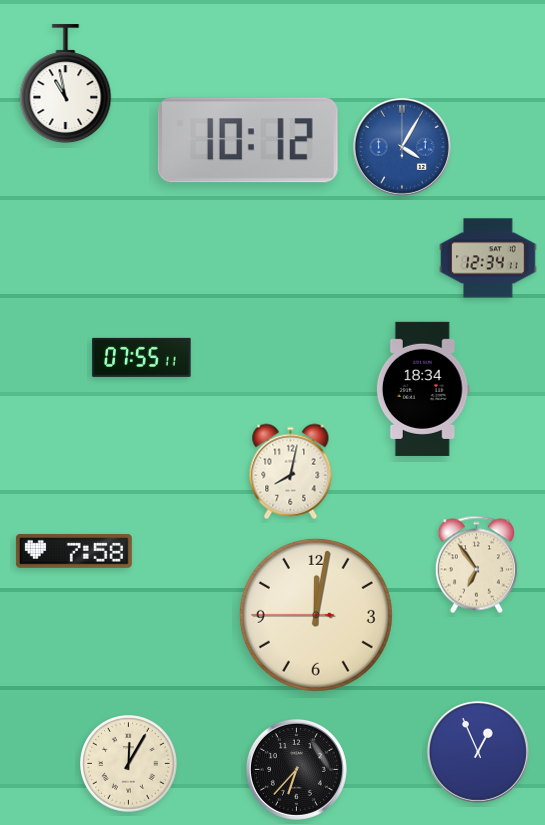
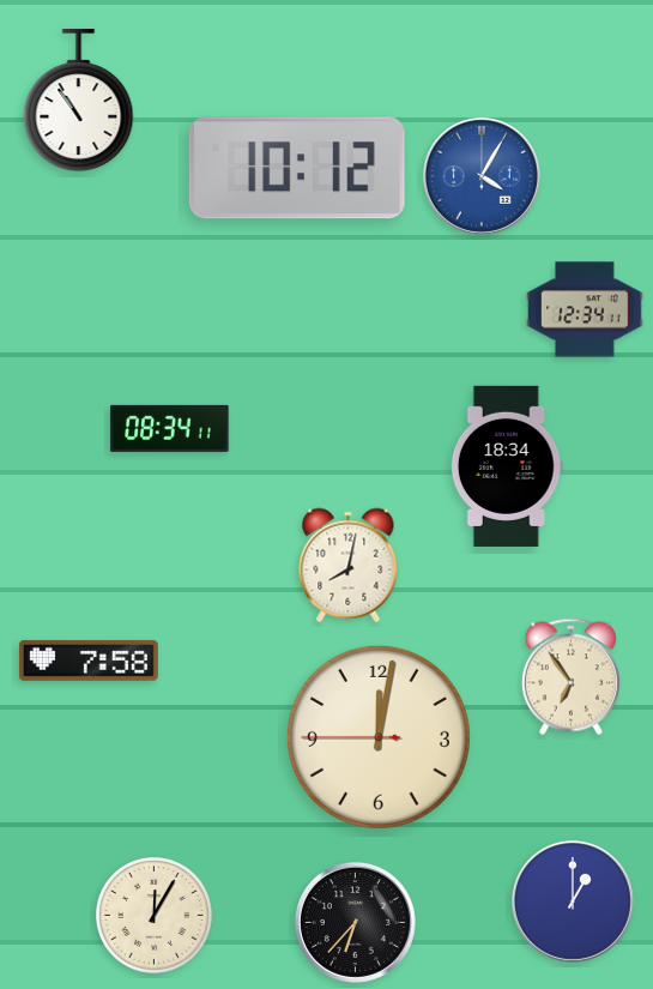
clock at (66, 84): 10:58 -> 10:54
clock at (142, 357): 07:55 -> 08:34
clock at (478, 752): 12:56 -> 1:00
